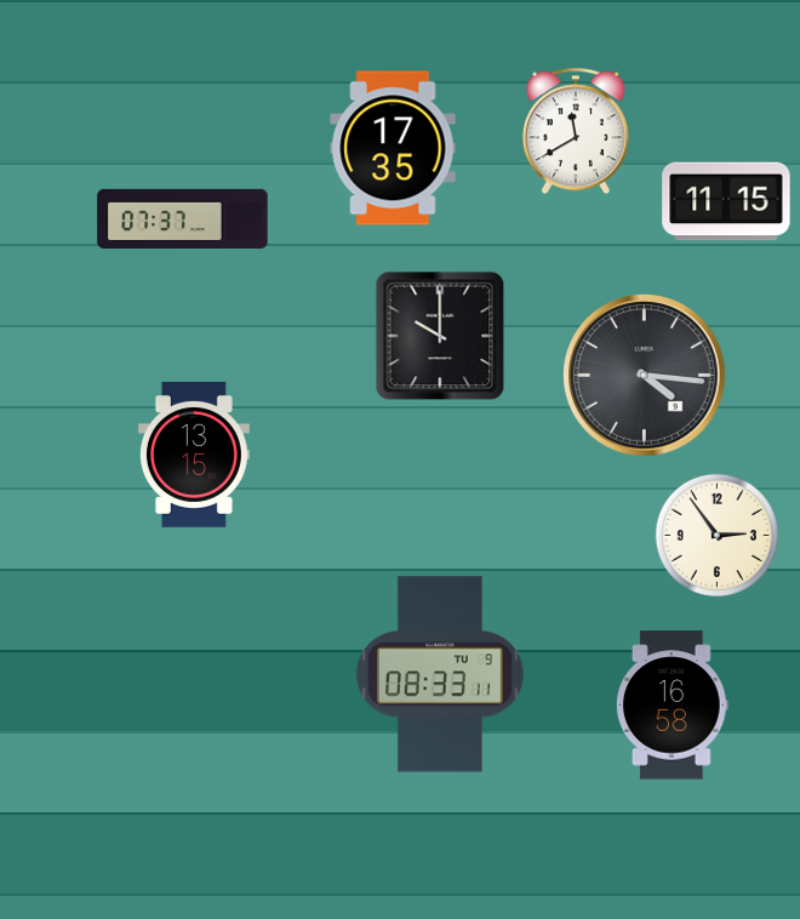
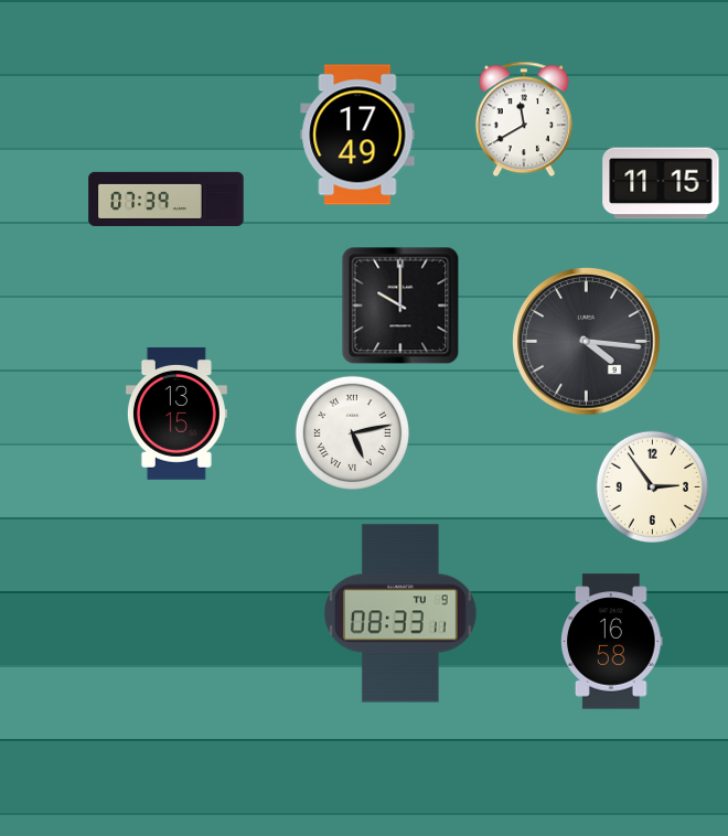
clock at (393, 148): 17:35 -> 17:49
clock at (183, 218): 07:37 -> 07:39
clock at (352, 432): none -> 5:13
